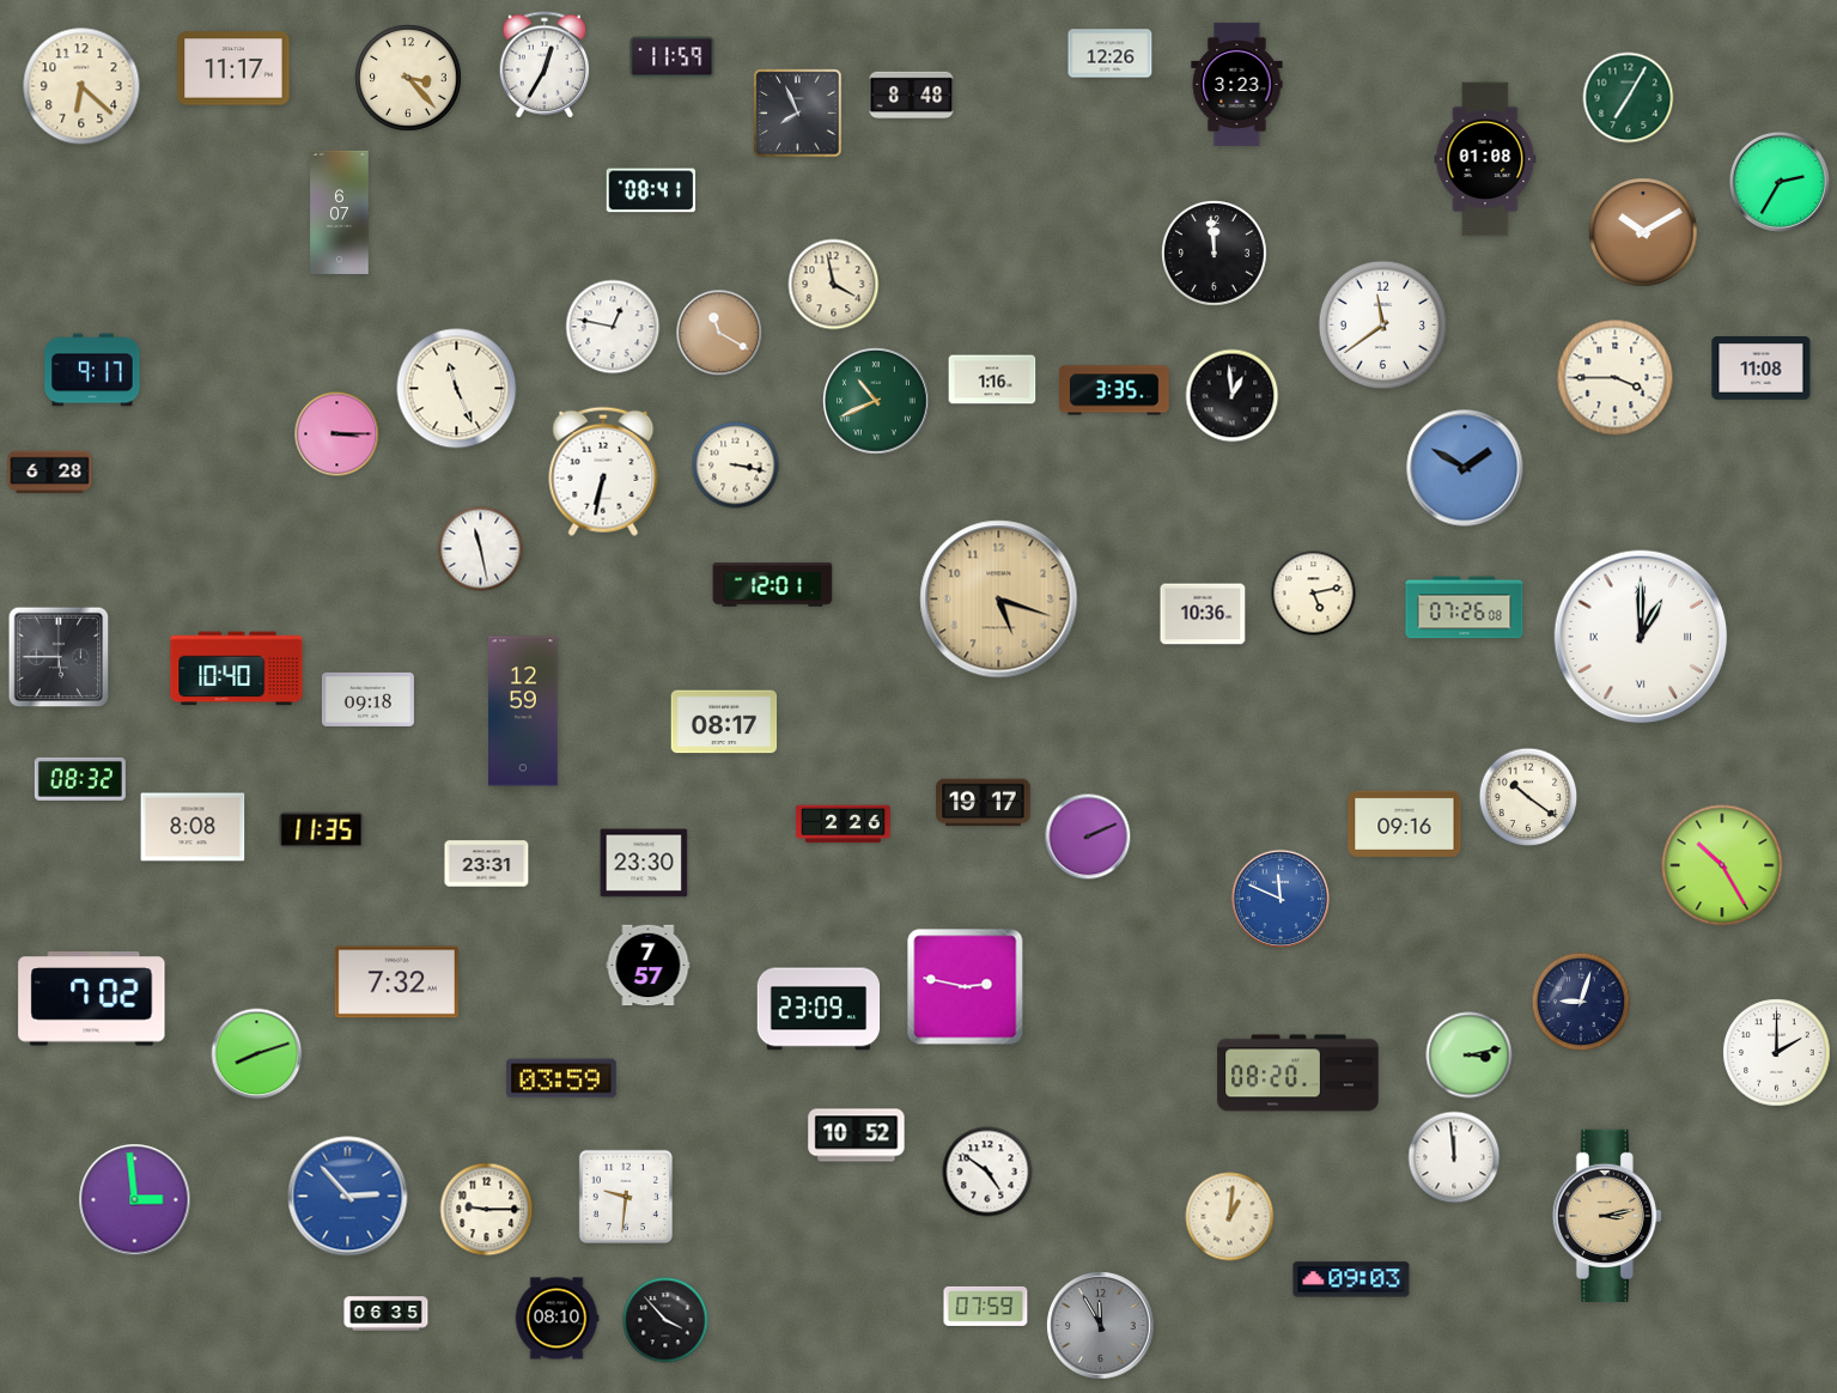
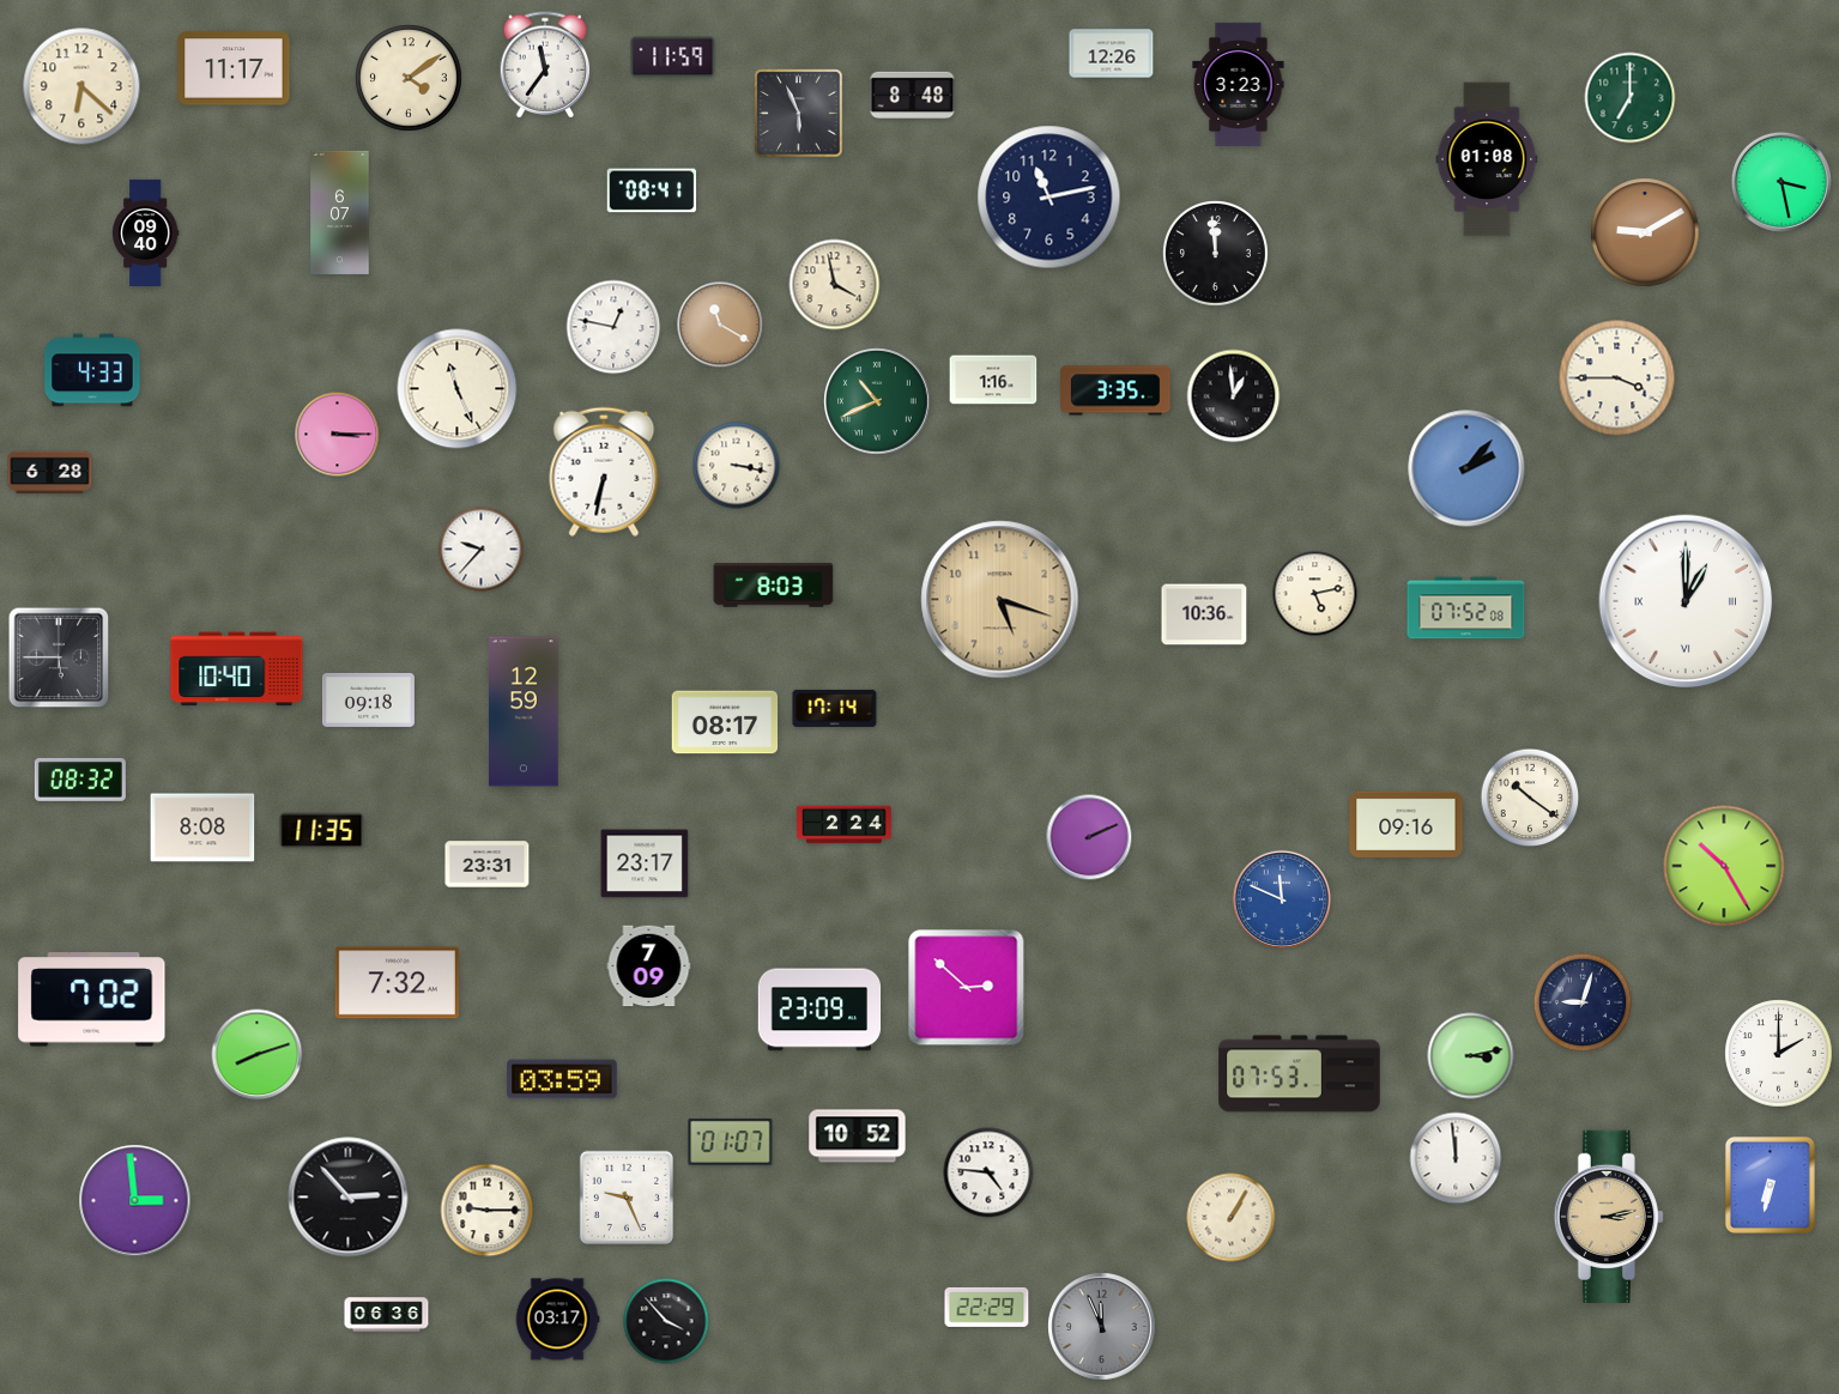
clock at (545, 65): 12:35 -> 11:36
clock at (408, 78): 3:23 -> 4:09
clock at (1629, 98): 7:05 -> 7:00
clock at (798, 114): 7:56 -> 5:56
clock at (1780, 182): 2:35 -> 3:28
clock at (1049, 198): none -> 11:13
clock at (145, 232): none -> 09:40
clock at (1643, 232): 10:10 -> 9:10
clock at (1383, 326): 11:39 -> none
clock at (719, 333) position: (719, 333) -> (720, 325)
clock at (1762, 369): 11:08 -> none
clock at (92, 370): 9:17 -> 4:33
clock at (1465, 468): 1:50 -> 2:07
clock at (481, 549): 11:28 -> 9:37
clock at (773, 585): 12:01 -> 8:03
clock at (1465, 608): 07:26 -> 07:52
clock at (1641, 637) position: (1641, 637) -> (1686, 601)
clock at (835, 708): none -> 17:14
clock at (984, 803): 19:17 -> none
clock at (844, 825): 2:26 -> 2:24
clock at (193, 827) position: (193, 827) -> (202, 828)
clock at (644, 863): 23:30 -> 23:17
clock at (649, 966): 7:57 -> 7:09
clock at (966, 987): 2:47 -> 2:52
clock at (1298, 1073): 08:20 -> 07:53
clock at (731, 1141): none -> 01:07
clock at (987, 1172): 4:51 -> 4:46
clock at (1770, 1184): none -> 6:32
clock at (625, 1196): 9:31 -> 9:26
clock at (348, 1197) dial: blue -> black
clock at (1230, 1217): 1:01 -> 1:05
clock at (1351, 1279): 09:03 -> none
clock at (986, 1306): 07:59 -> 22:29
clock at (387, 1314): 06:35 -> 06:36
clock at (556, 1319): 08:10 -> 03:17
clock at (1101, 1326): 11:55 -> 11:56
